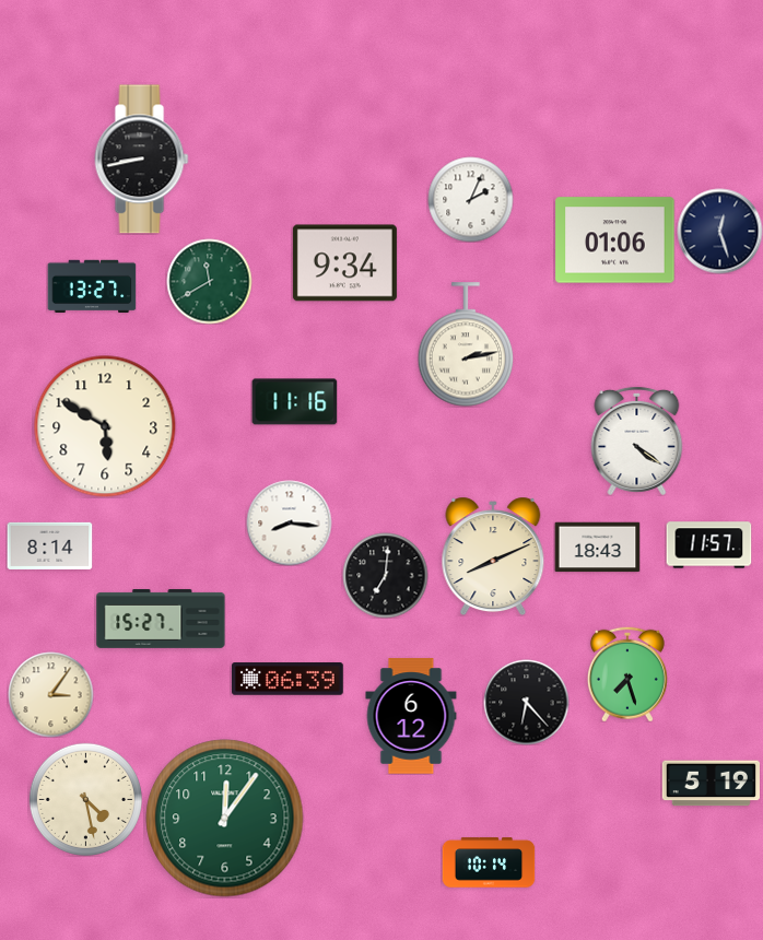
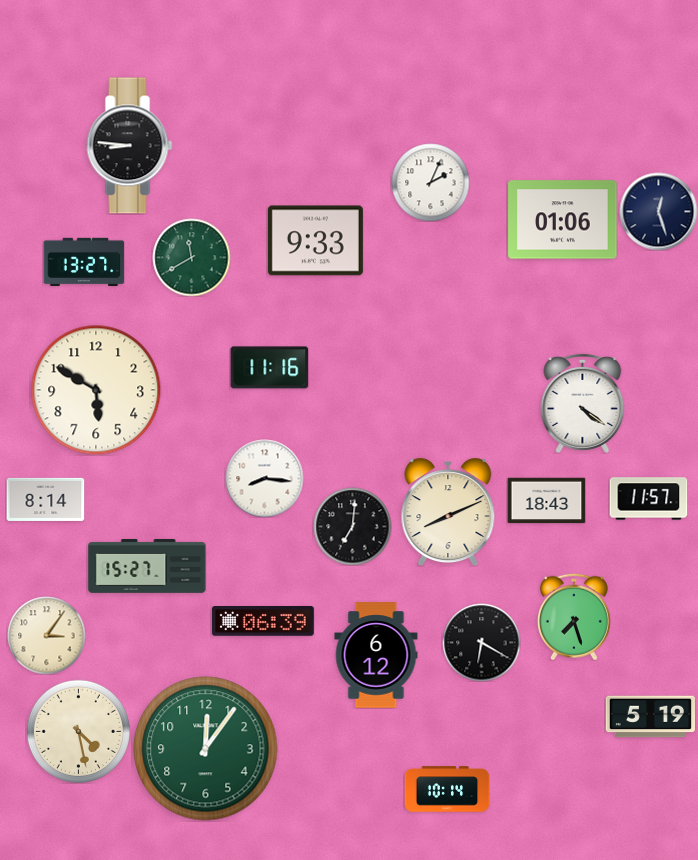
clock at (142, 160): 8:43 -> 8:46
clock at (344, 263): 9:34 -> 9:33
clock at (466, 344): 2:13 -> none
clock at (493, 556) position: (493, 556) -> (448, 512)
clock at (526, 702): 6:23 -> 6:20
